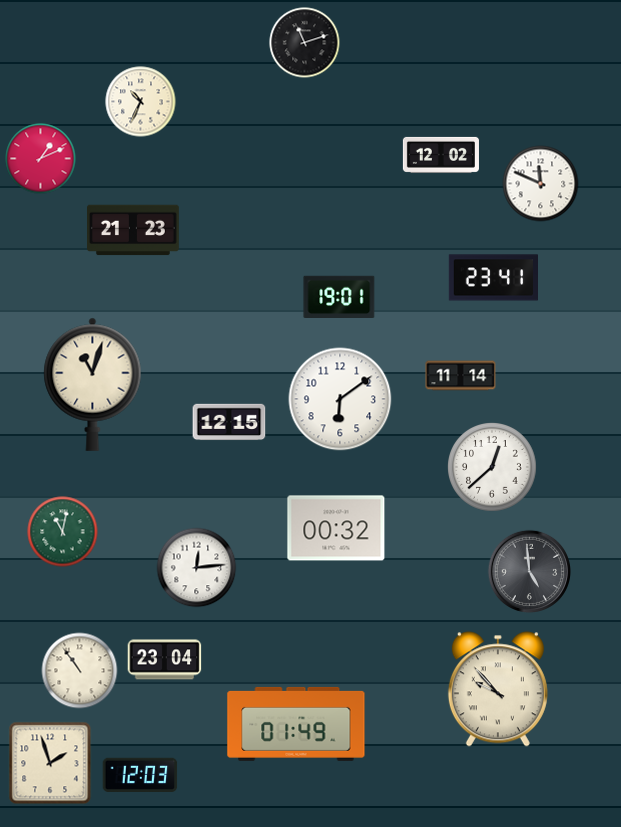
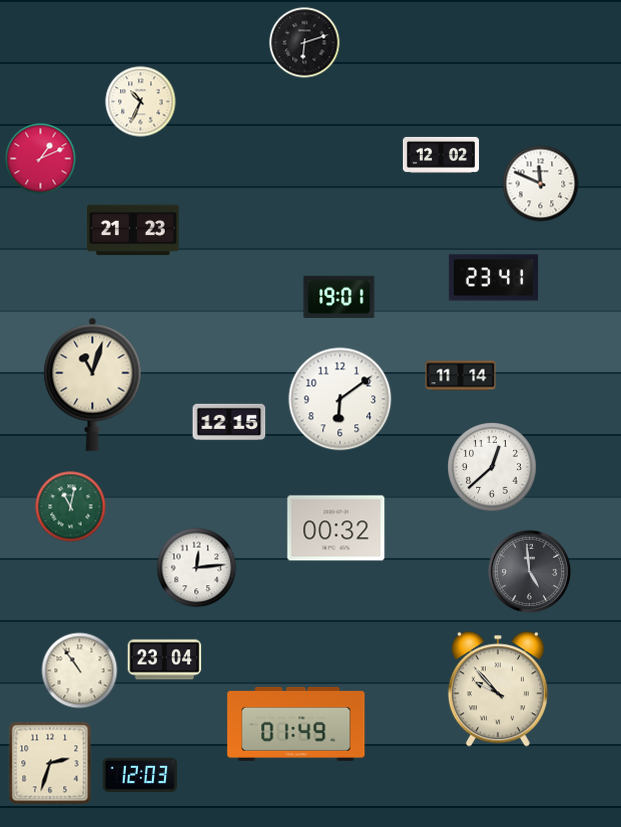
clock at (305, 43): 11:12 -> 6:12
clock at (63, 532) position: (63, 532) -> (71, 507)
clock at (50, 763): 1:57 -> 2:33
